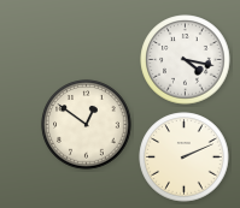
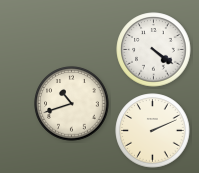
clock at (186, 60): 4:17 -> 4:21
clock at (87, 125): 12:51 -> 10:42
